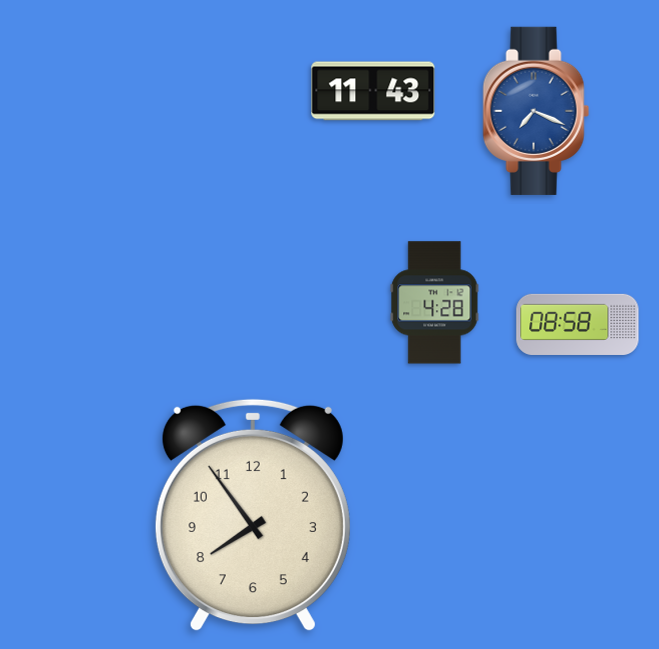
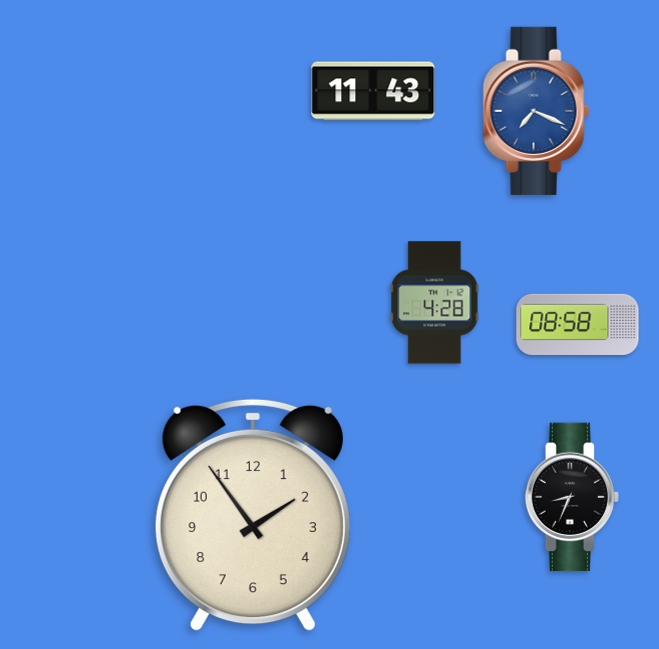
clock at (572, 497): none -> 8:34
clock at (253, 515): 7:54 -> 1:54
